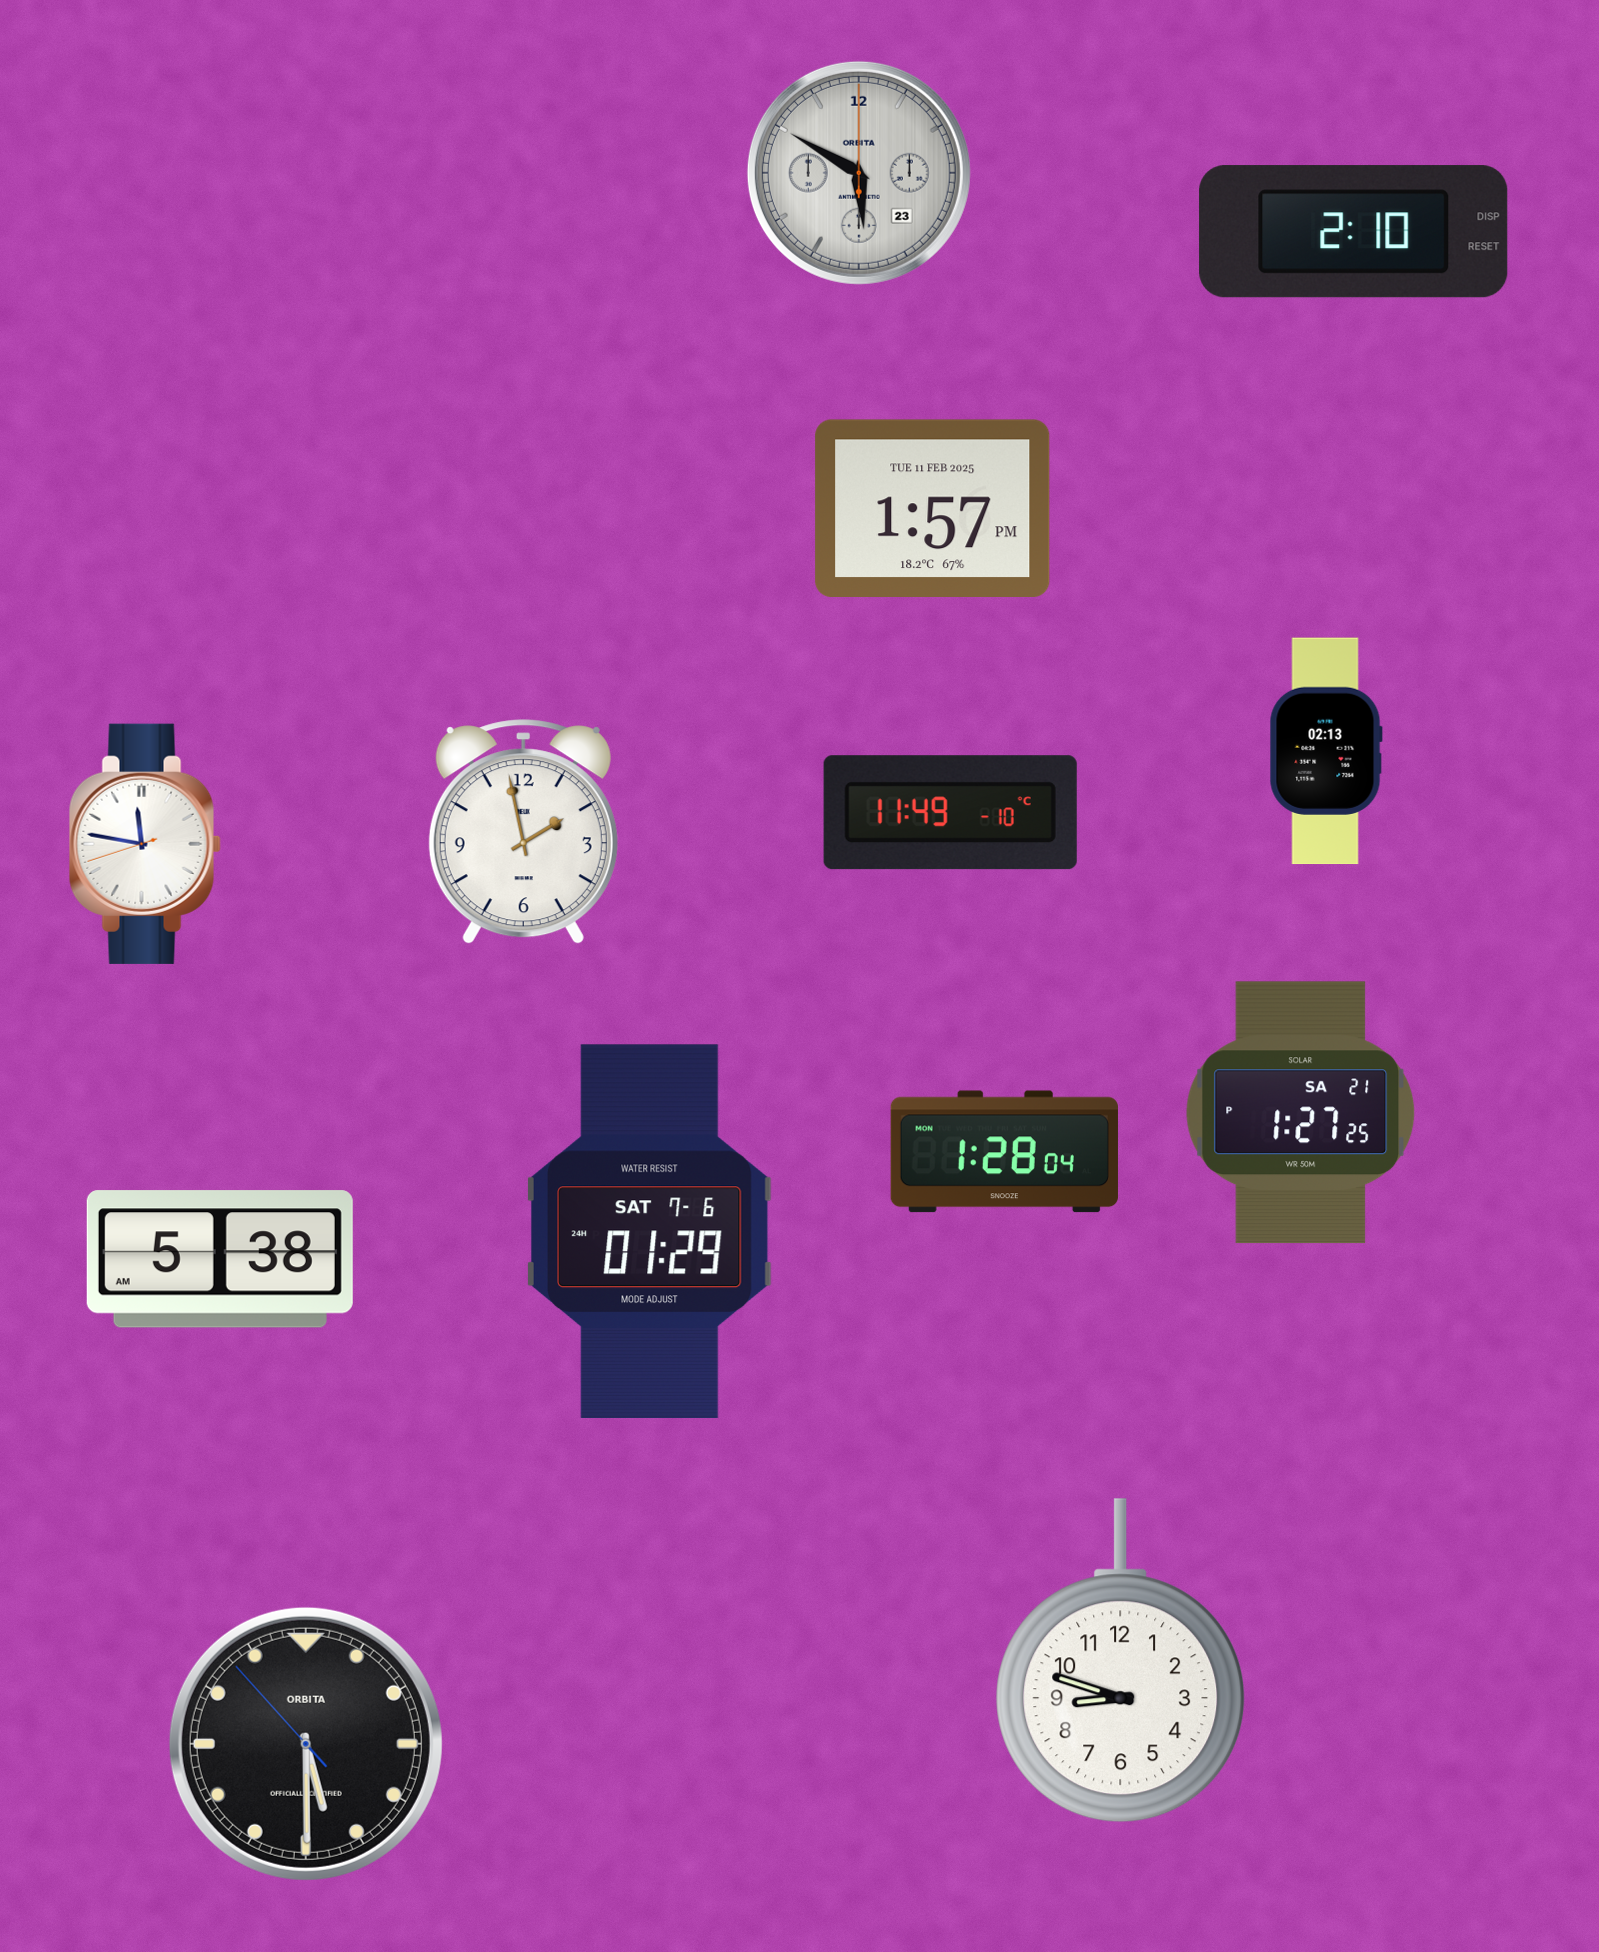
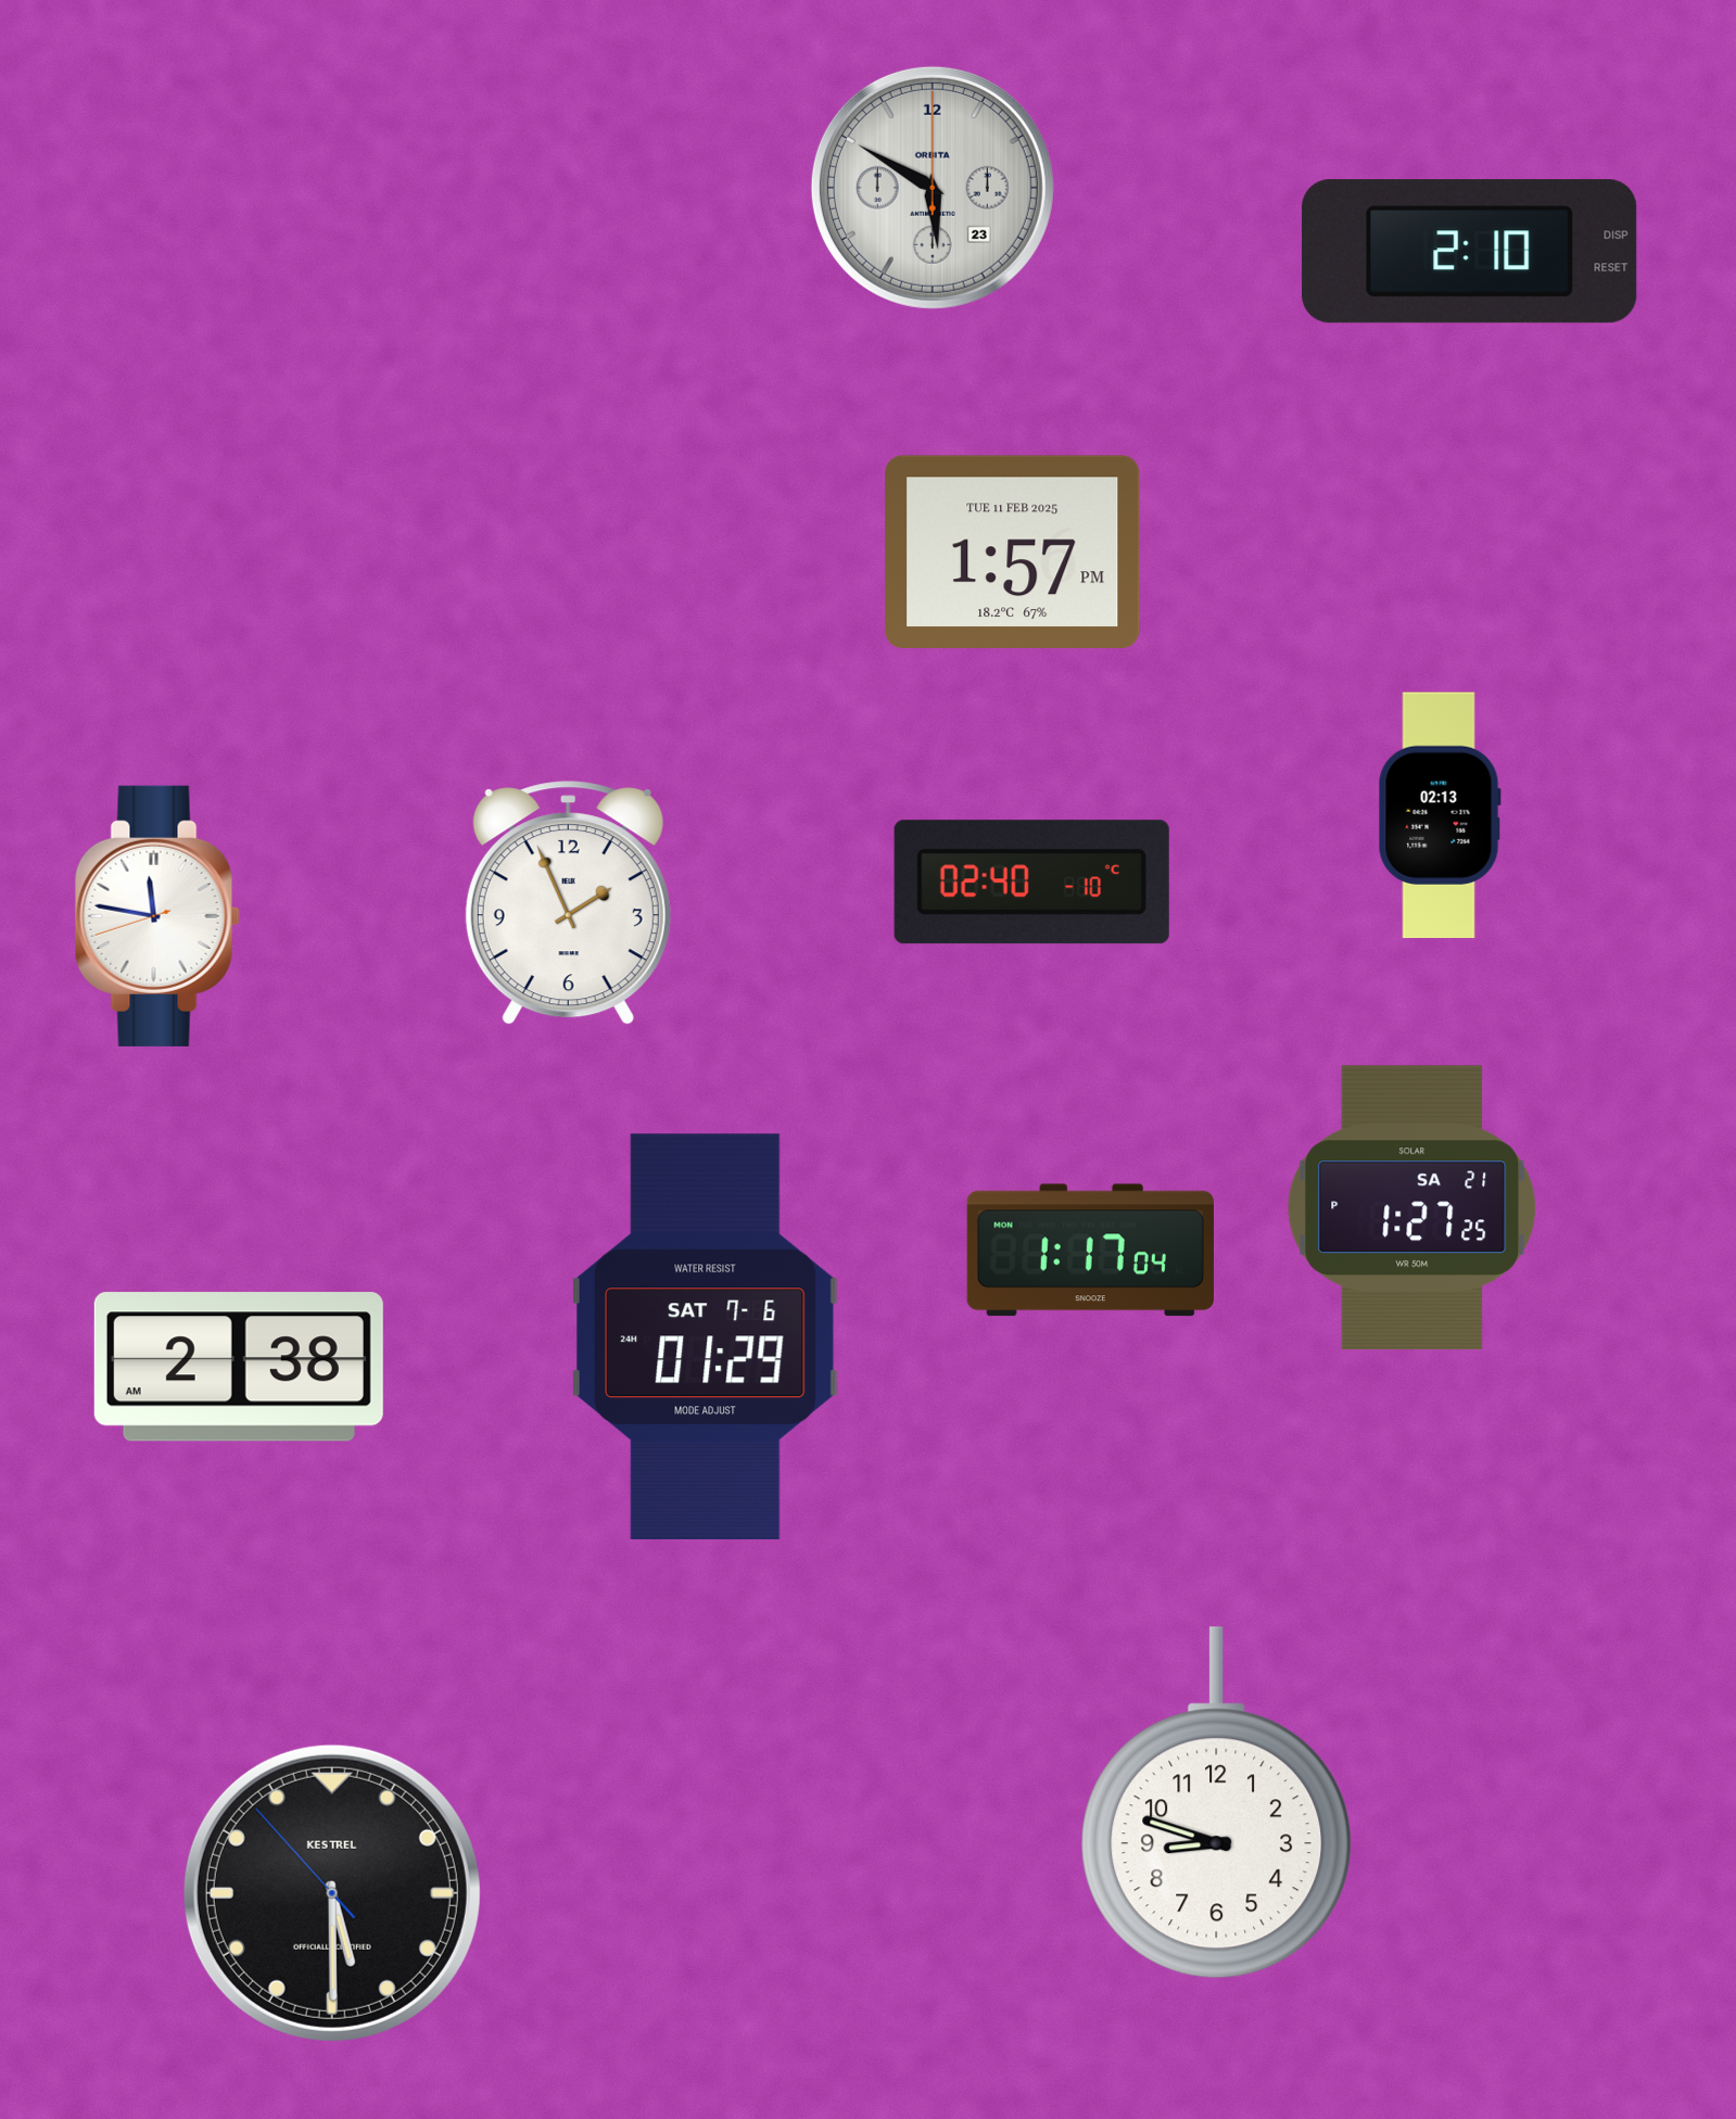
clock at (950, 813): 11:49 -> 02:40
clock at (523, 832): 1:58 -> 1:56
clock at (1004, 1152): 1:28 -> 1:17
clock at (220, 1259): 5:38 -> 2:38
clock at (306, 1744) brand: ORBITA -> KESTREL
